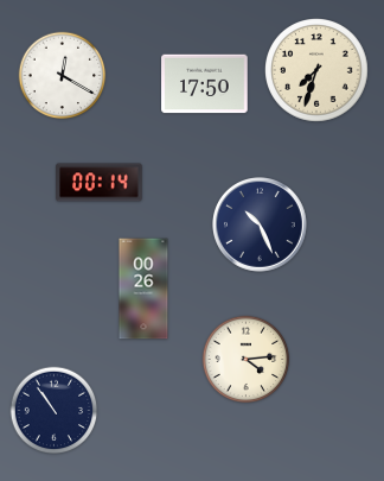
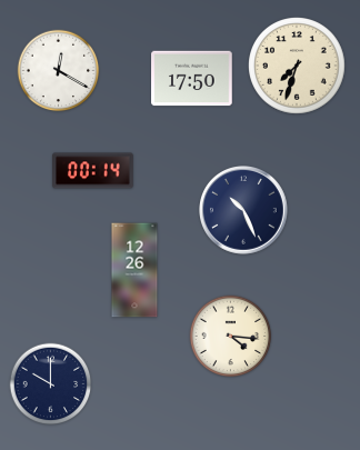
clock at (143, 289): 00:26 -> 12:26
clock at (247, 360): 4:14 -> 4:16
clock at (55, 411): 10:54 -> 10:00
